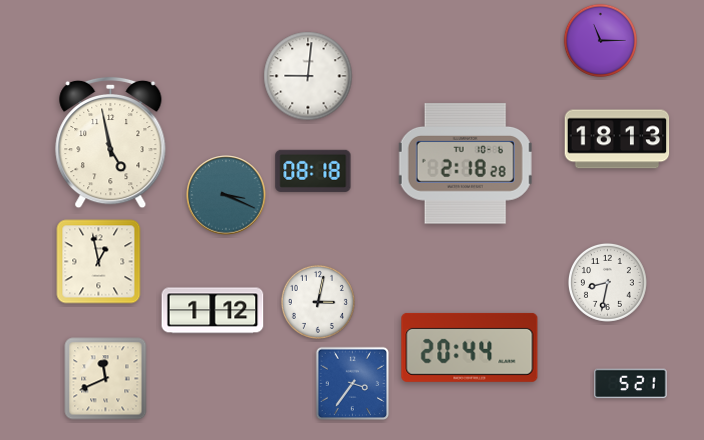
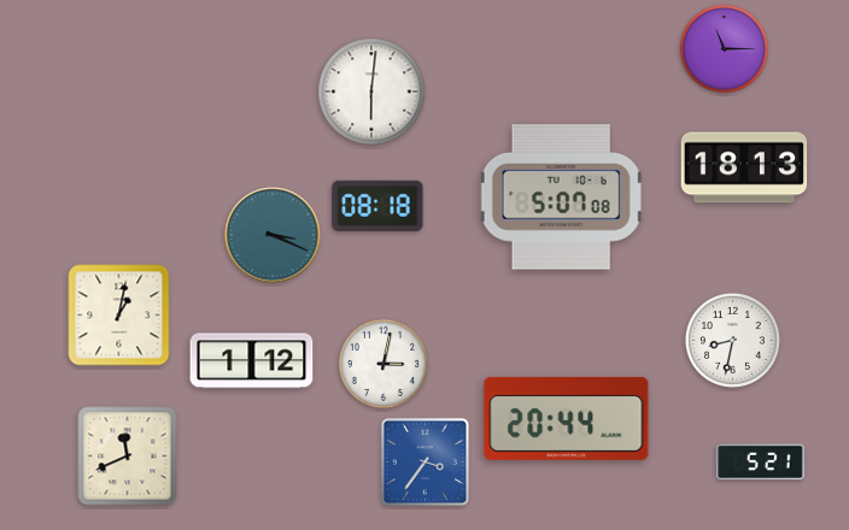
clock at (308, 76): 9:01 -> 6:01
clock at (111, 143): 4:58 -> none
clock at (465, 164): 2:18 -> 5:07
clock at (99, 262): 12:58 -> 1:02
clock at (213, 311) position: (213, 311) -> (252, 361)
